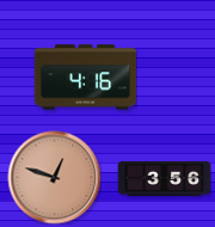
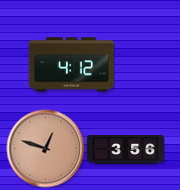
clock at (85, 78): 4:16 -> 4:12
clock at (164, 179) position: (164, 179) -> (125, 150)
